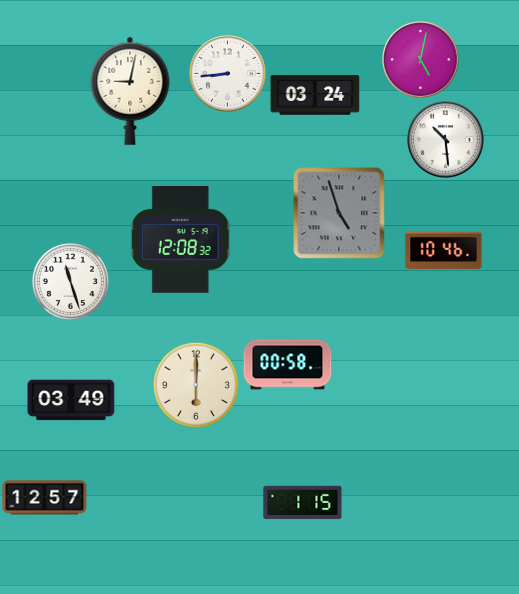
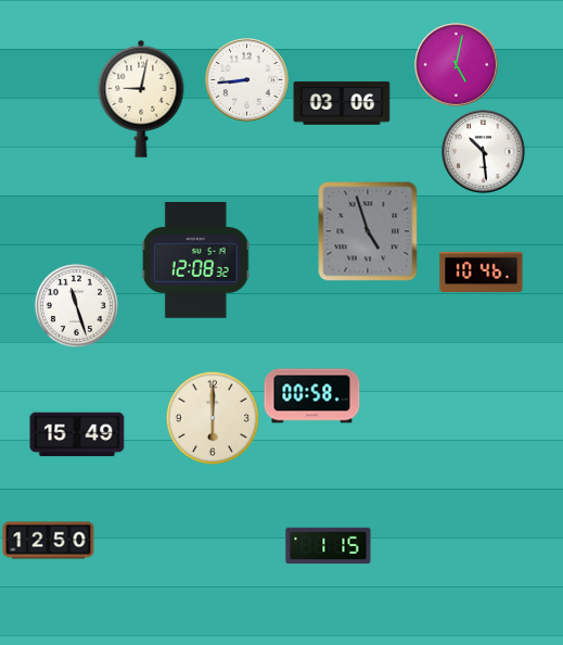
clock at (315, 95): 03:24 -> 03:06
clock at (71, 400): 03:49 -> 15:49
clock at (45, 498): 12:57 -> 12:50
